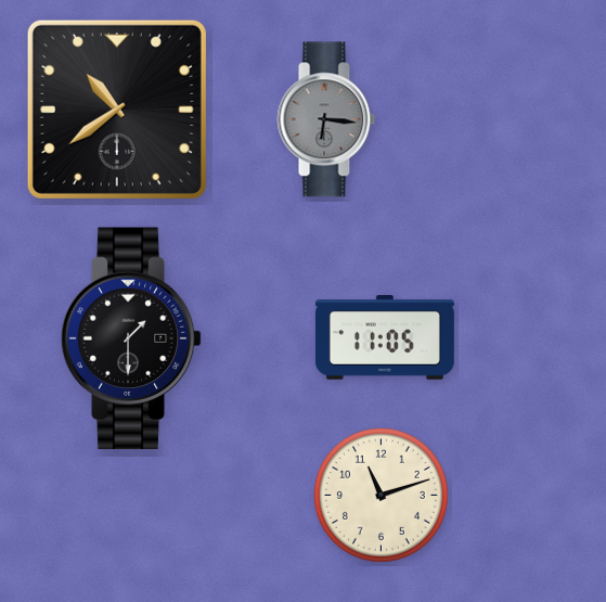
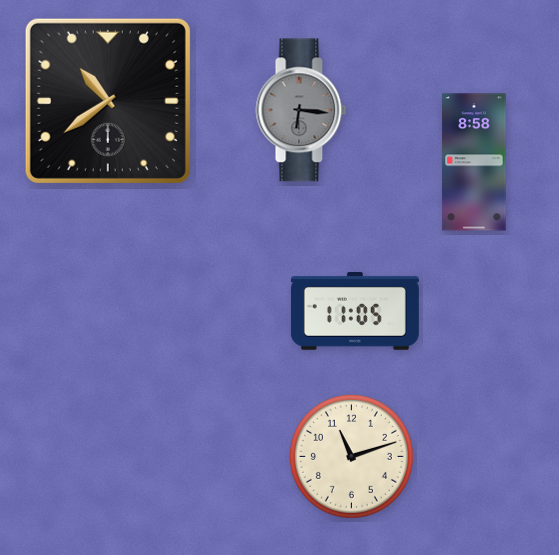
clock at (474, 162): none -> 8:58
clock at (131, 338): 1:30 -> none
